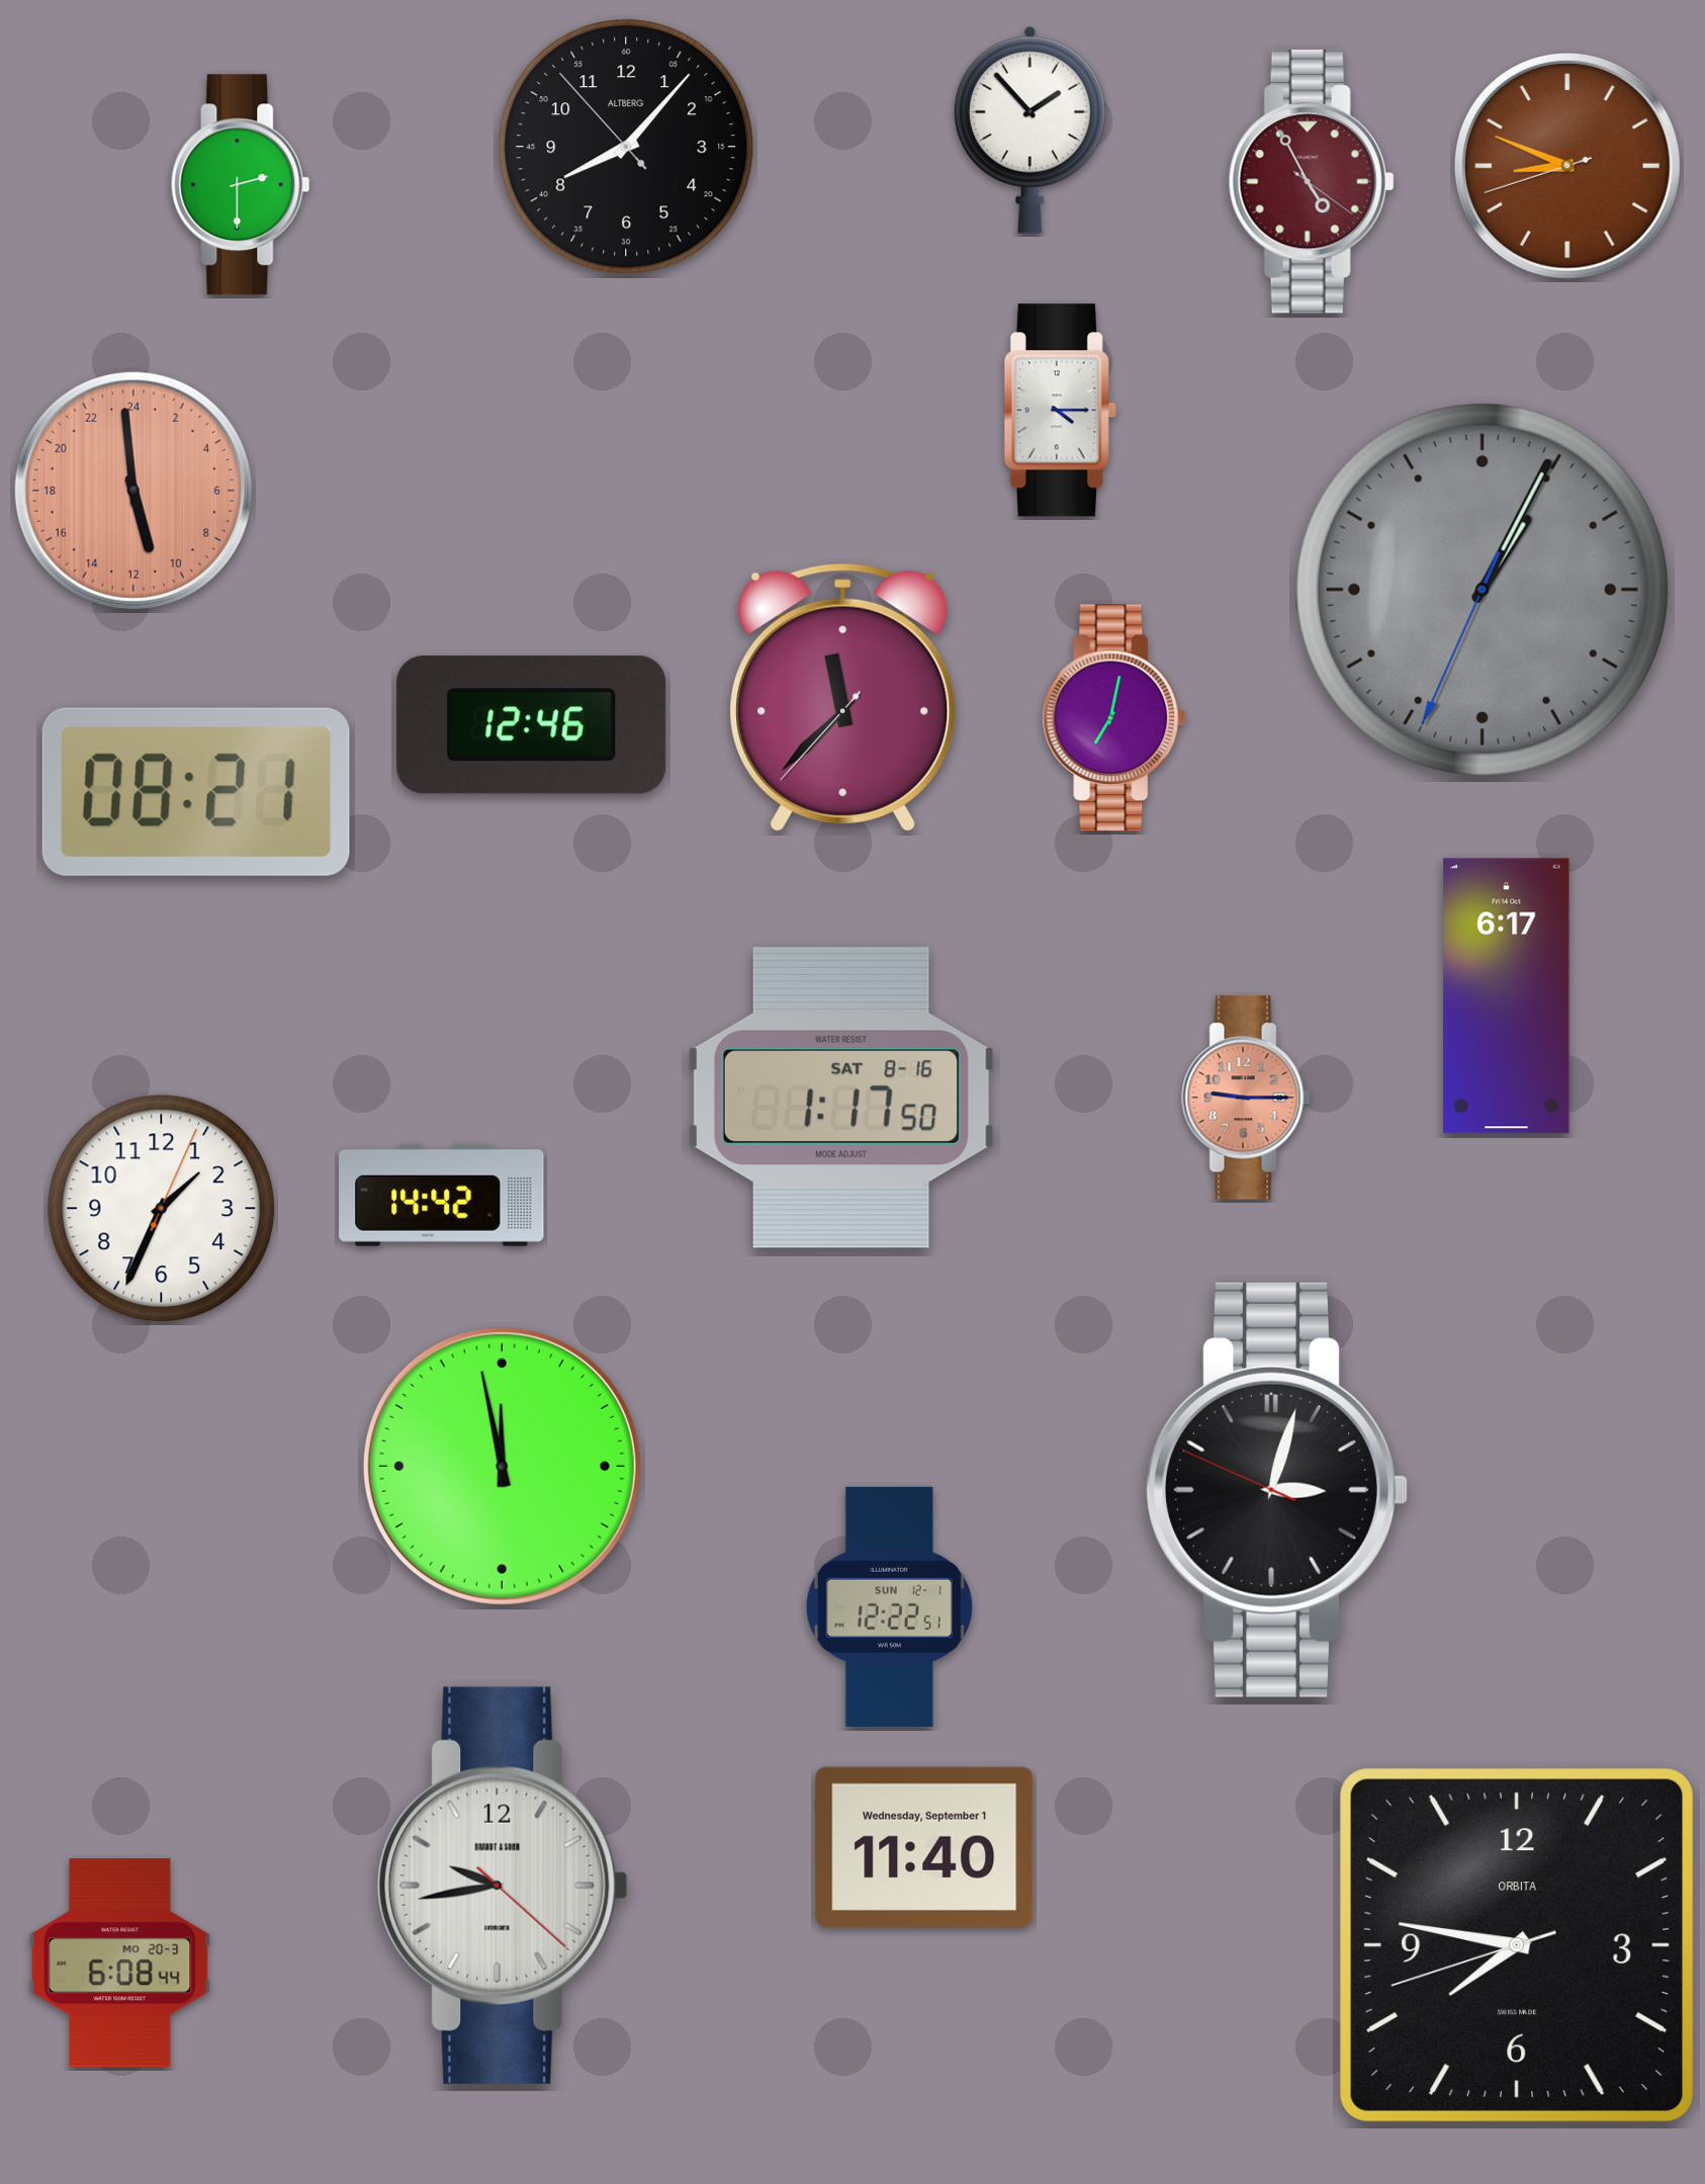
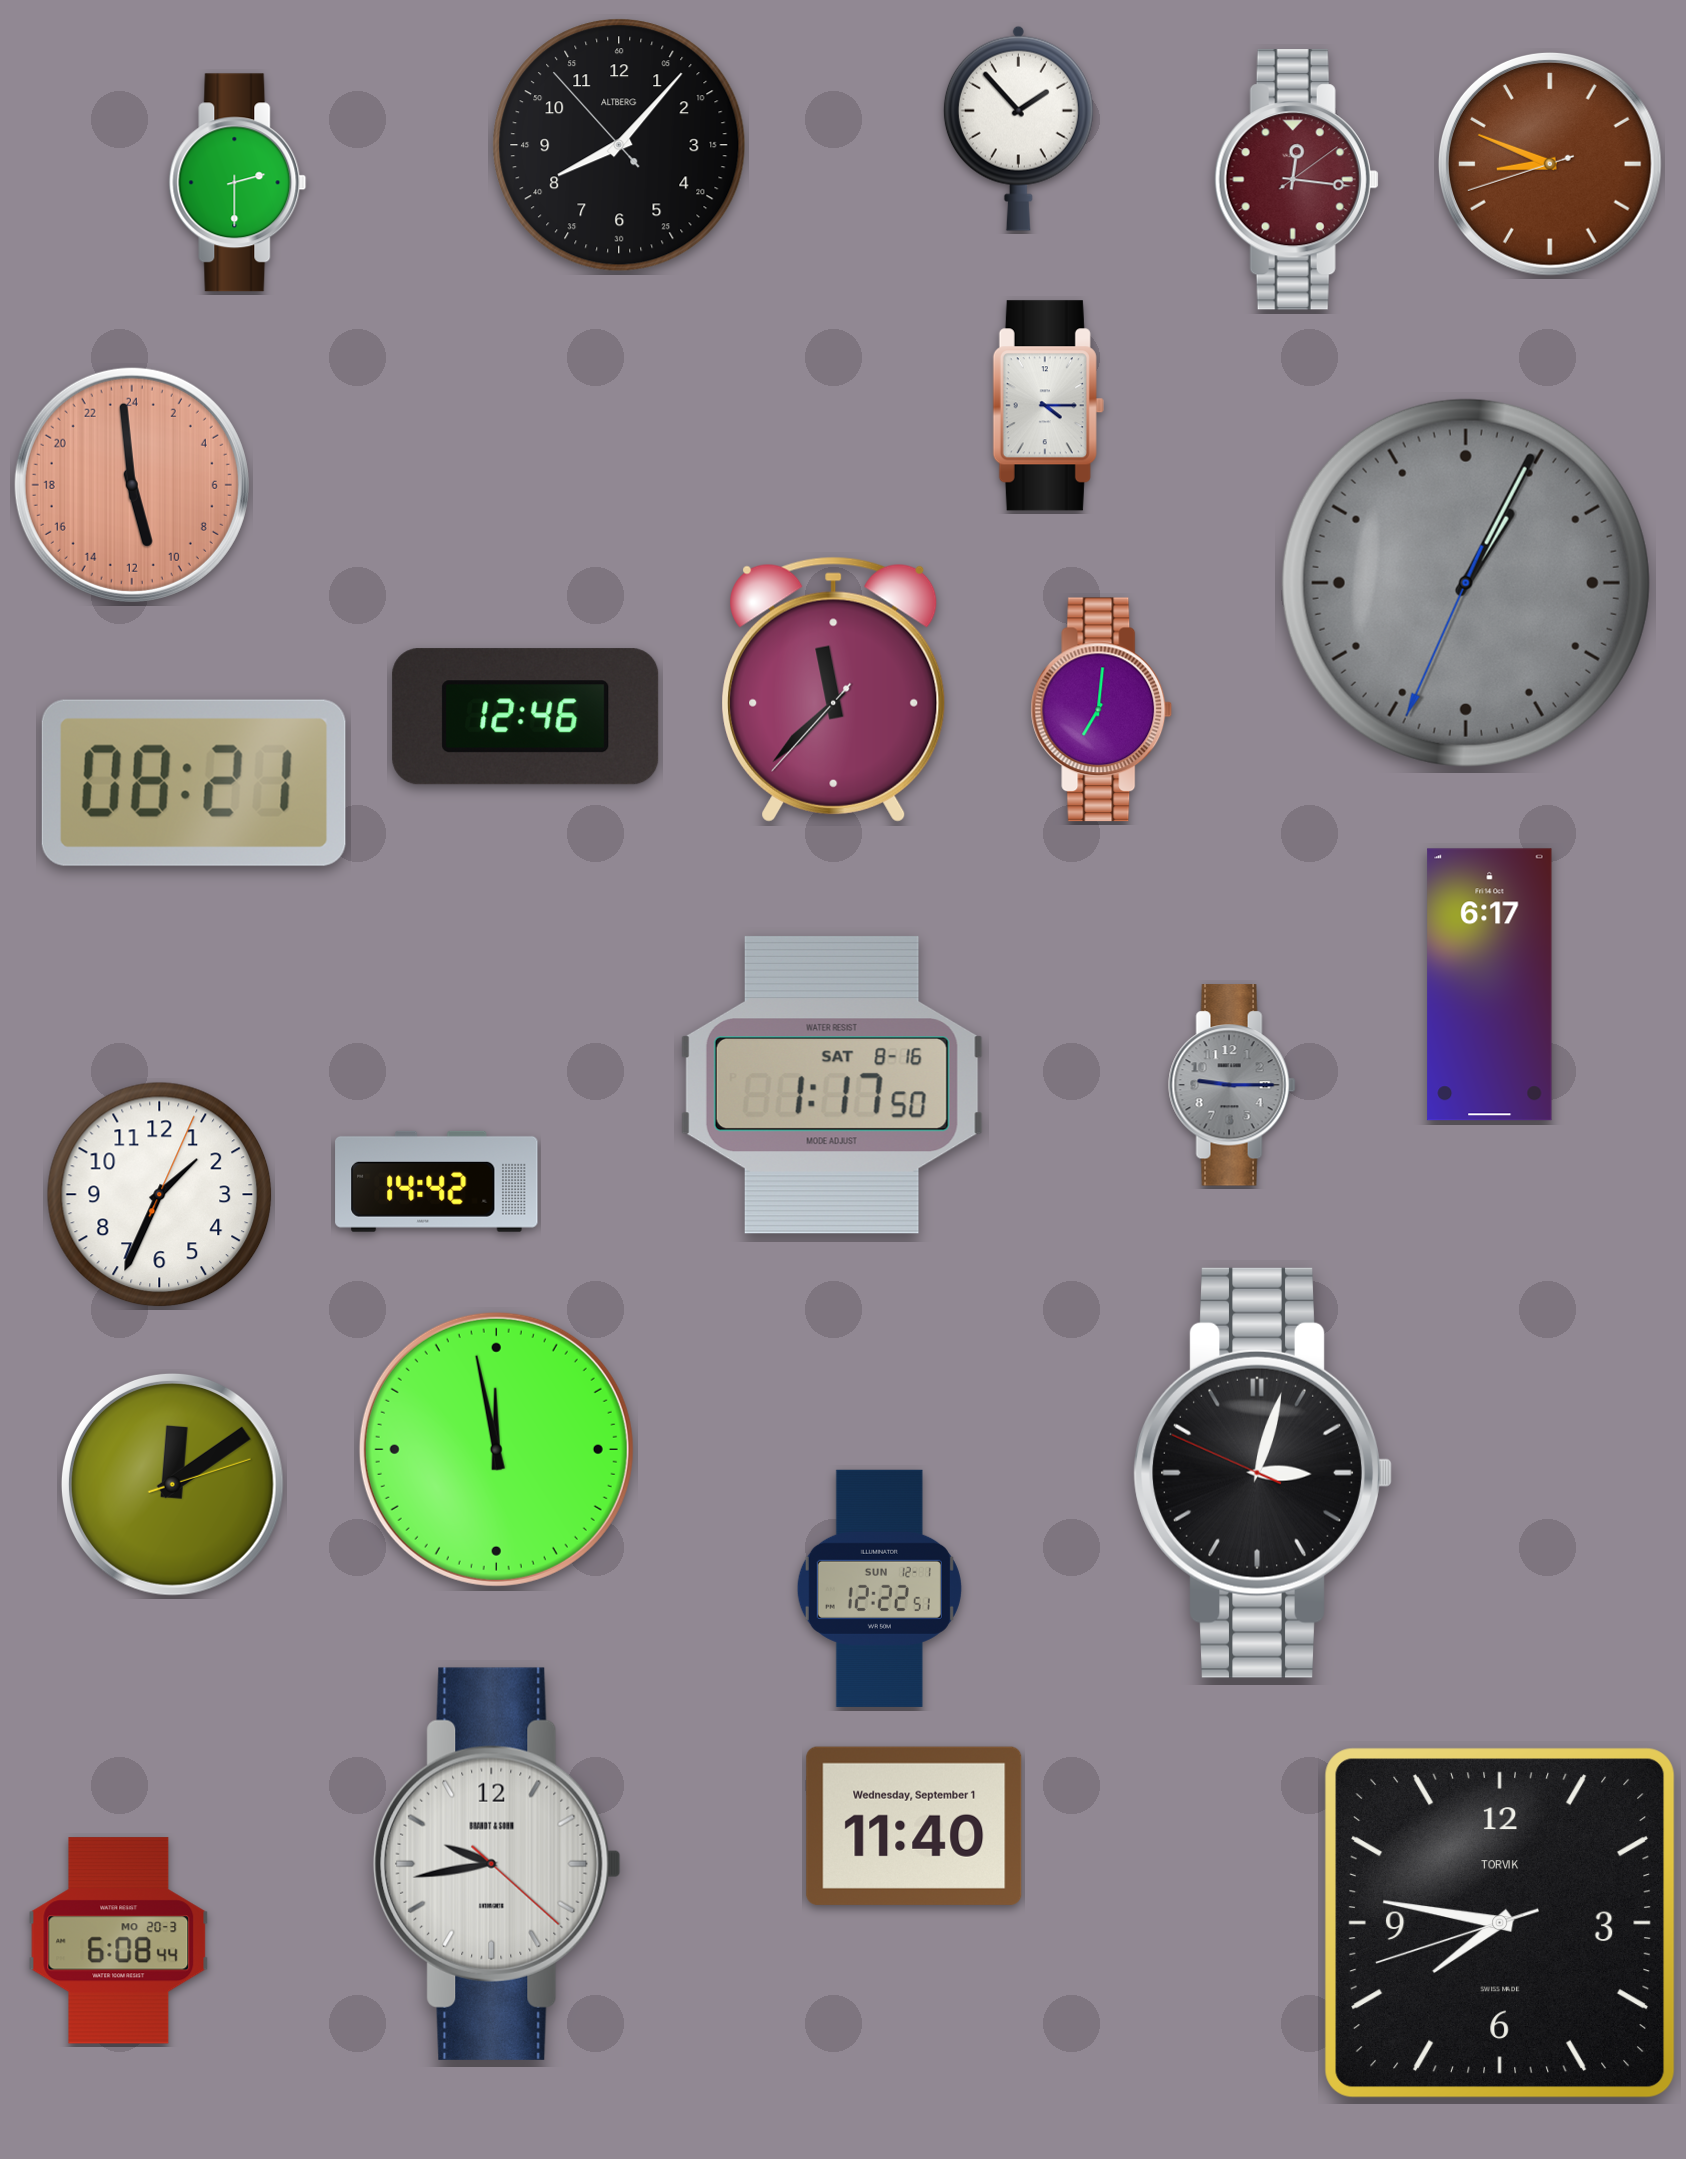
clock at (1311, 182): 4:55 -> 12:16
clock at (1114, 718): 7:02 -> 7:01
clock at (1246, 1098) dial: salmon -> grey
clock at (173, 1485): none -> 12:09
clock at (1517, 1945) brand: ORBITA -> TORVIK
